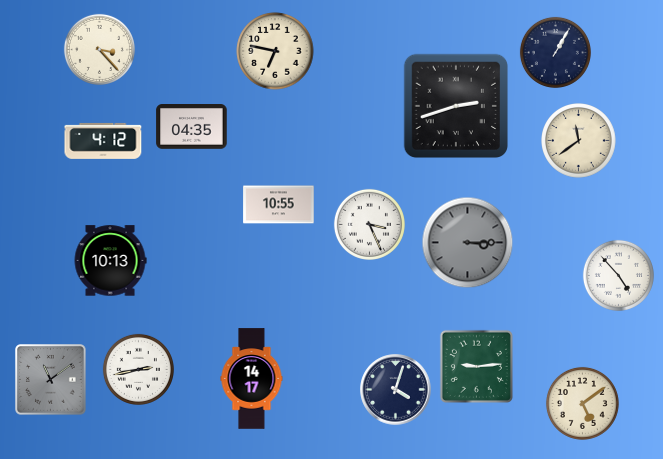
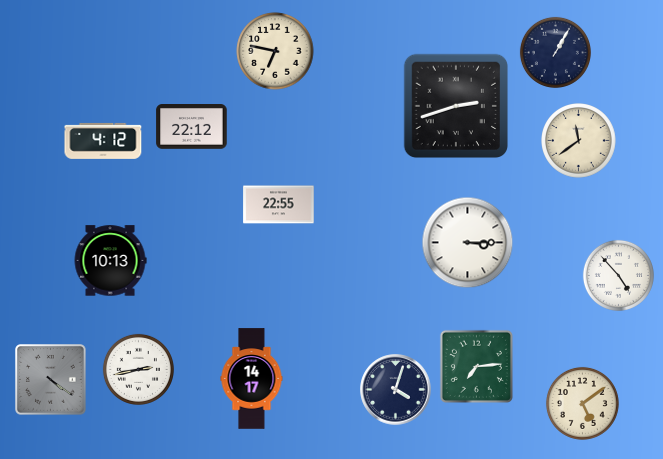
clock at (99, 49): 3:23 -> none
clock at (192, 127): 04:35 -> 22:12
clock at (279, 205): 10:55 -> 22:55
clock at (369, 224): 3:26 -> none
clock at (468, 243) dial: grey -> white
clock at (476, 366): 9:14 -> 7:14
clock at (51, 380): 11:09 -> 4:21
